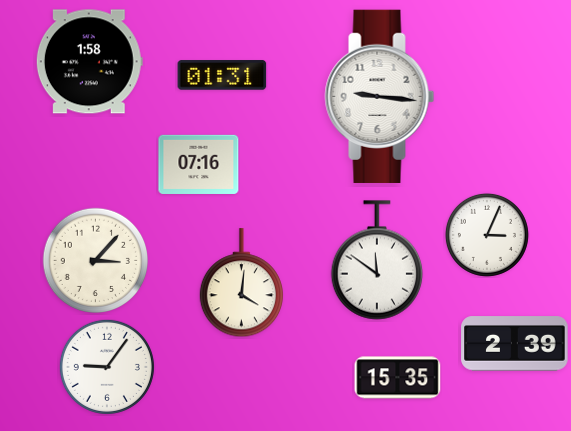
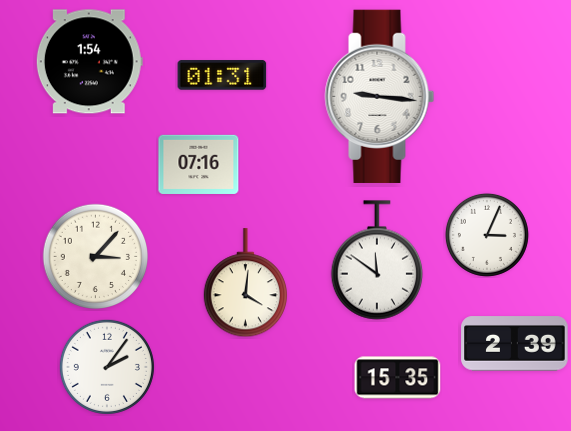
clock at (89, 62): 1:58 -> 1:54
clock at (95, 260) position: (95, 260) -> (95, 256)
clock at (241, 283) position: (241, 283) -> (245, 283)
clock at (107, 367): 9:06 -> 2:06
